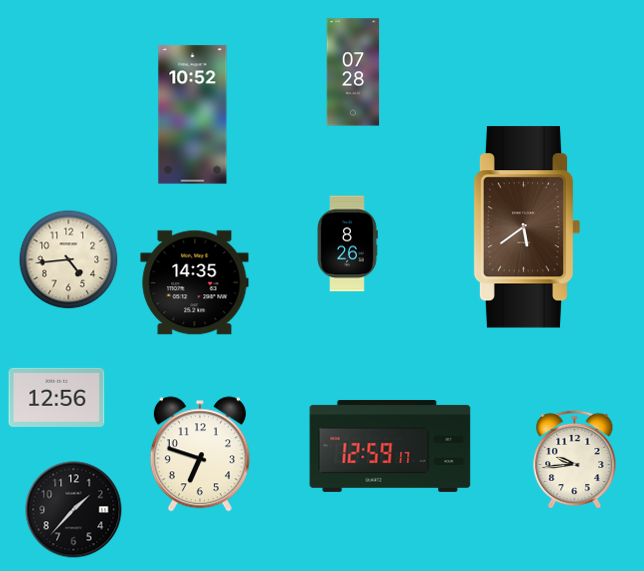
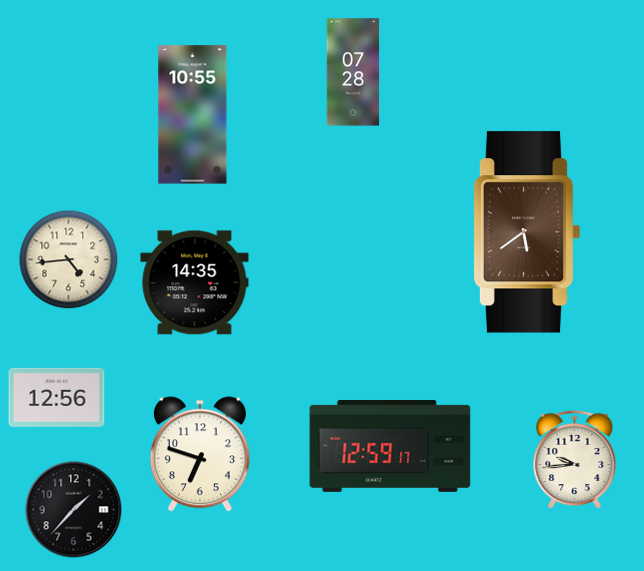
clock at (193, 115): 10:52 -> 10:55
clock at (527, 227) position: (527, 227) -> (527, 232)
clock at (347, 244): 8:26 -> none
